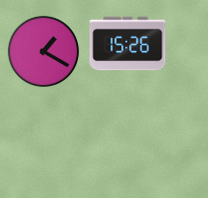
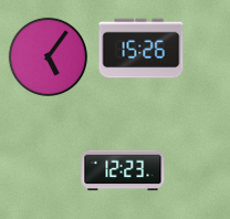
clock at (44, 52): 1:20 -> 5:06
clock at (123, 170): none -> 12:23
